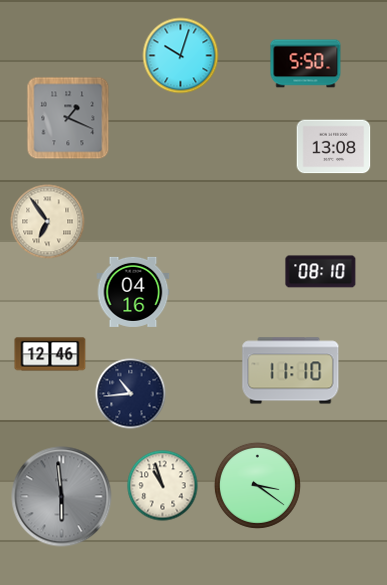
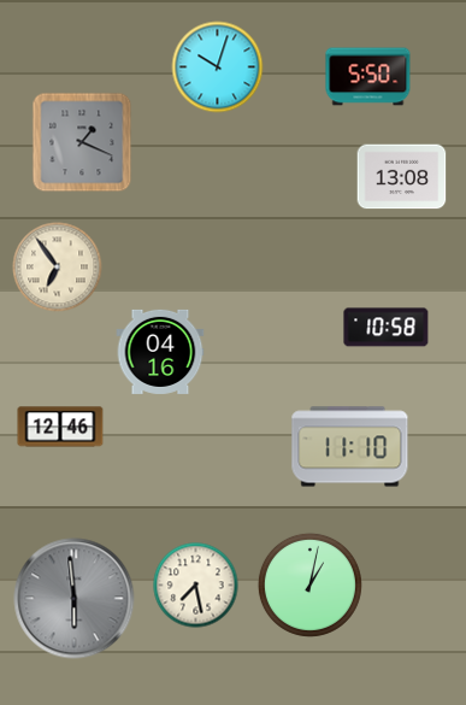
clock at (321, 272): 08:10 -> 10:58
clock at (131, 394): 10:44 -> none
clock at (257, 485): 3:21 -> 1:02
clock at (163, 486): 10:57 -> 7:28
